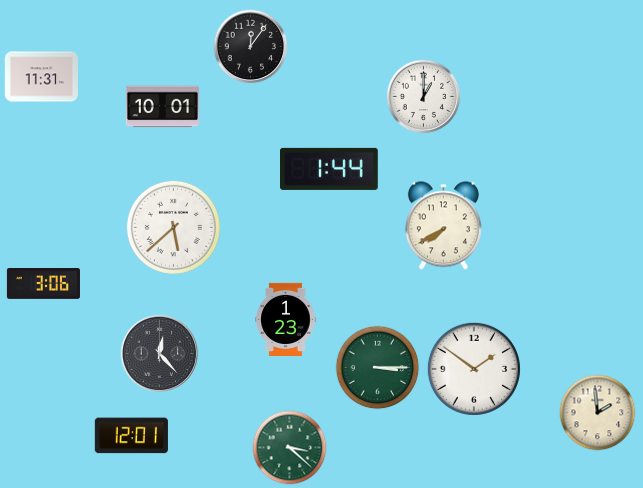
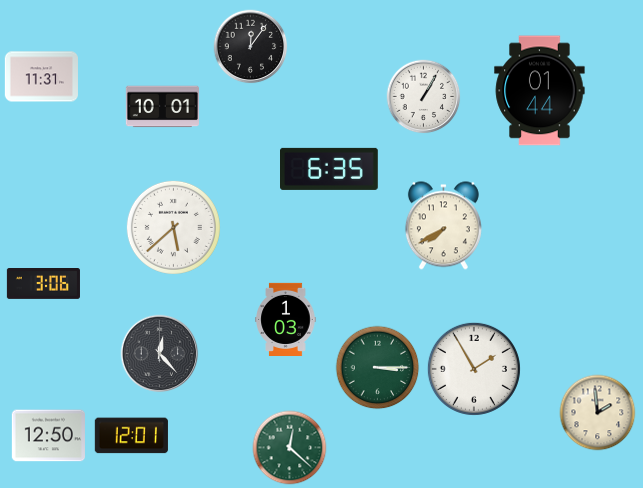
clock at (540, 91): none -> 01:44
clock at (424, 97): 1:00 -> 1:05
clock at (330, 169): 1:44 -> 6:35
clock at (286, 319): 1:23 -> 1:03
clock at (474, 369): 1:51 -> 1:55
clock at (48, 436): none -> 12:50
clock at (290, 448): 3:22 -> 12:22
